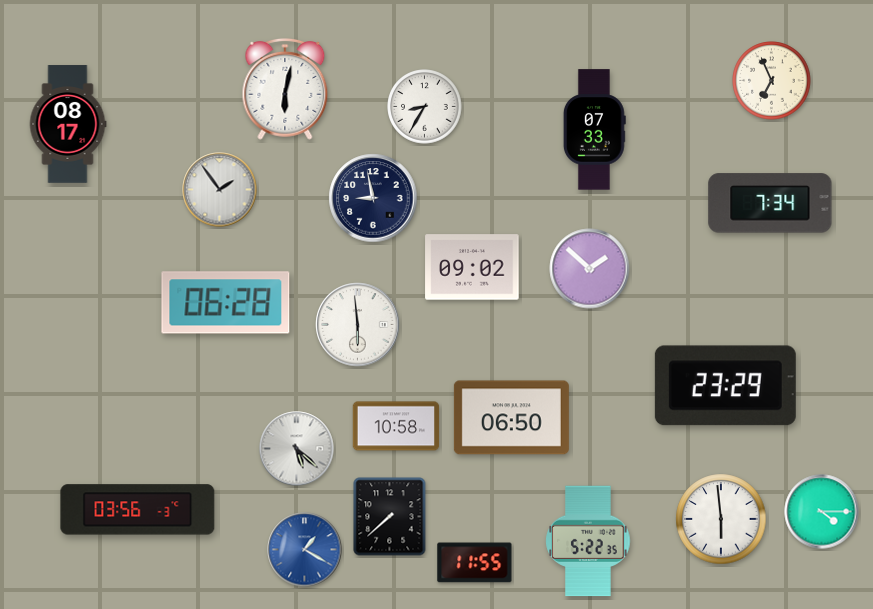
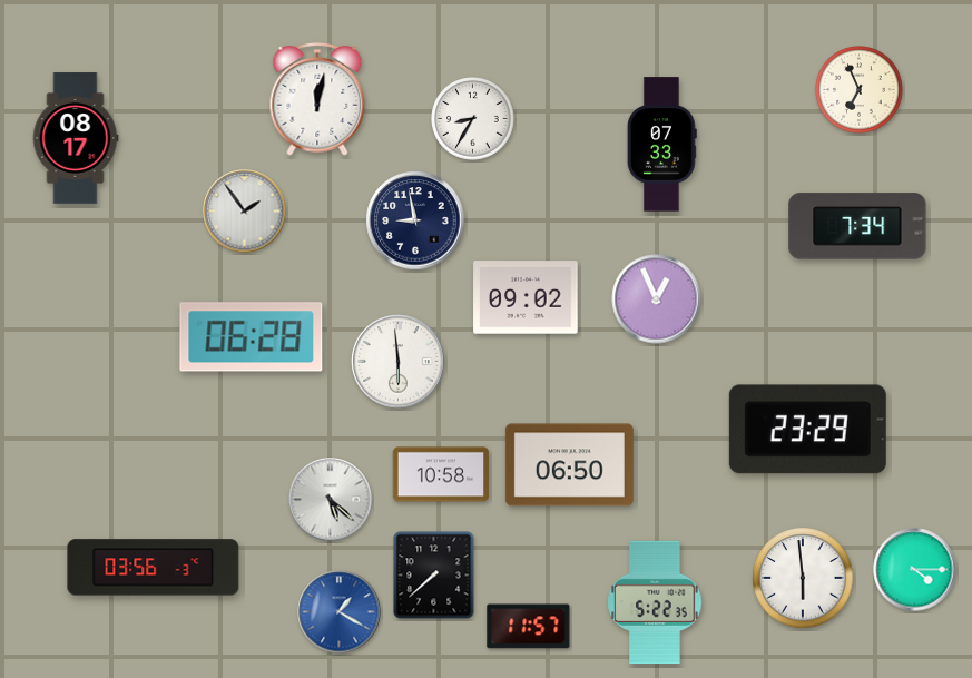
clock at (285, 89): 6:02 -> 12:02
clock at (590, 269): 1:52 -> 12:56
clock at (475, 563): 11:55 -> 11:57
